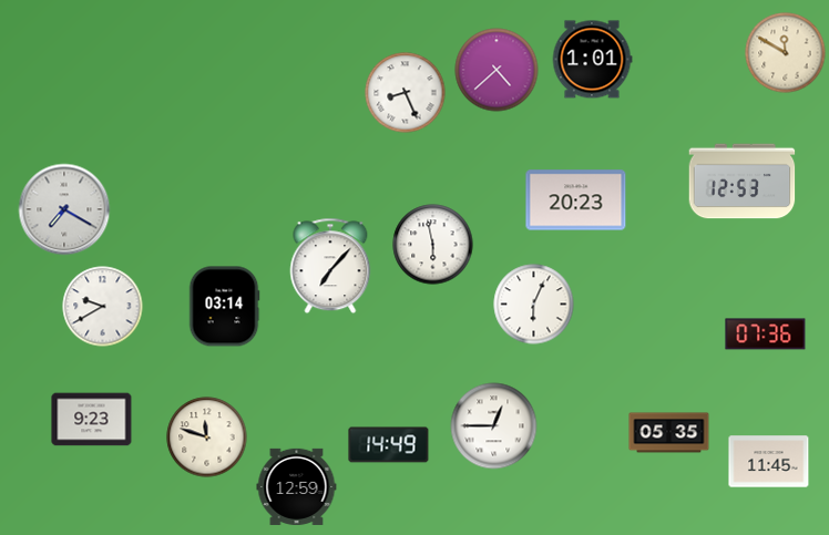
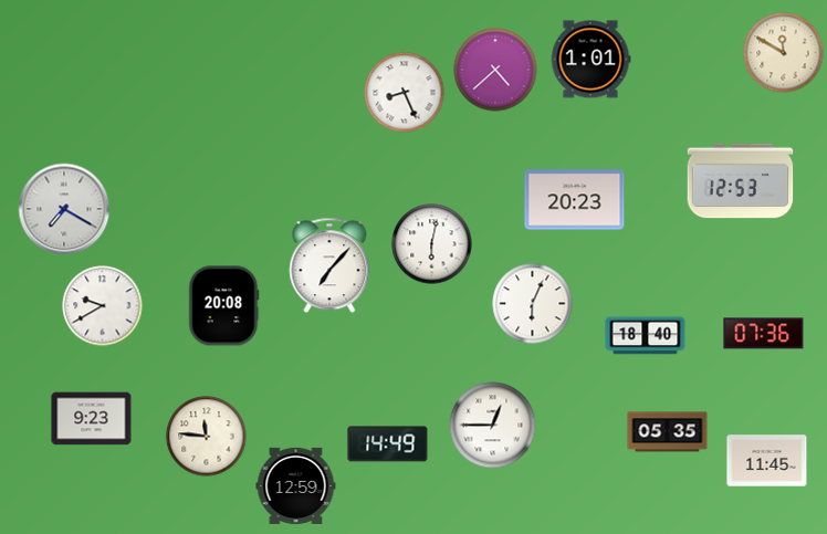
clock at (433, 245): 5:58 -> 6:02
clock at (224, 307): 03:14 -> 20:08
clock at (646, 336): none -> 18:40
clock at (207, 438): 11:48 -> 11:46
